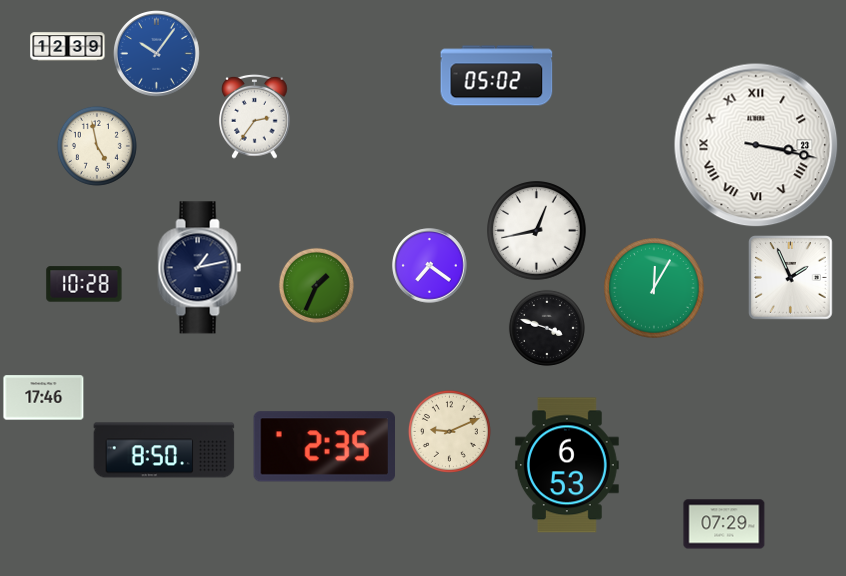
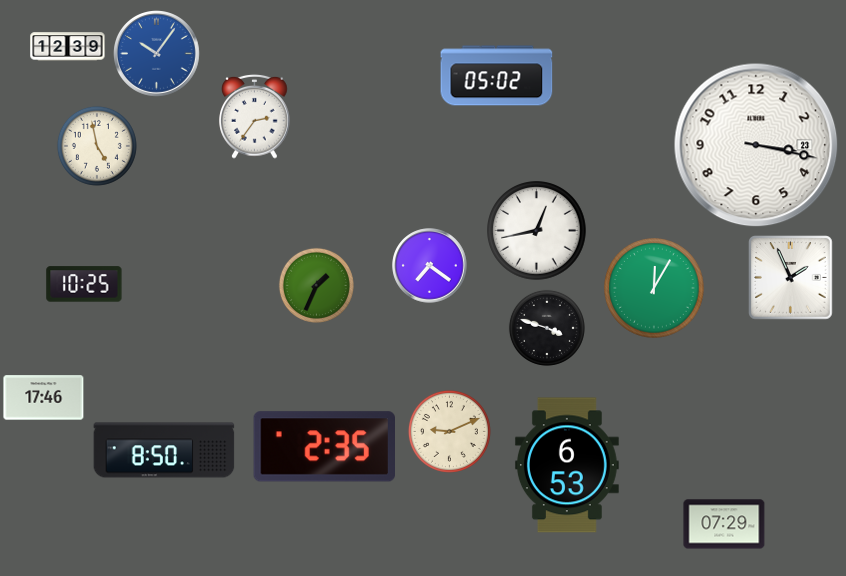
clock at (756, 145) numerals: Roman -> Arabic
clock at (200, 268): 1:13 -> none
clock at (84, 284): 10:28 -> 10:25
